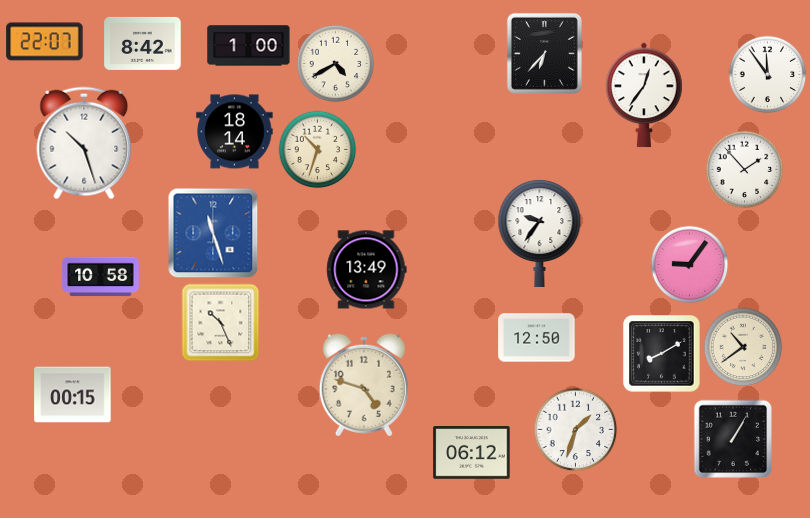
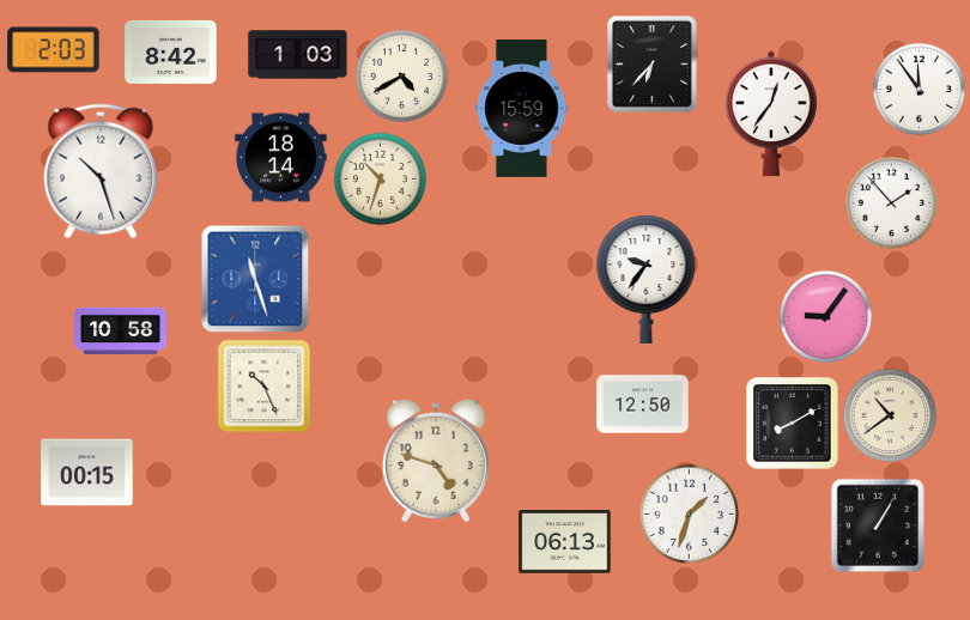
clock at (45, 42): 22:07 -> 2:03
clock at (249, 46): 1:00 -> 1:03
clock at (522, 109): none -> 15:59
clock at (367, 270): 13:49 -> none
clock at (472, 453): 06:12 -> 06:13
